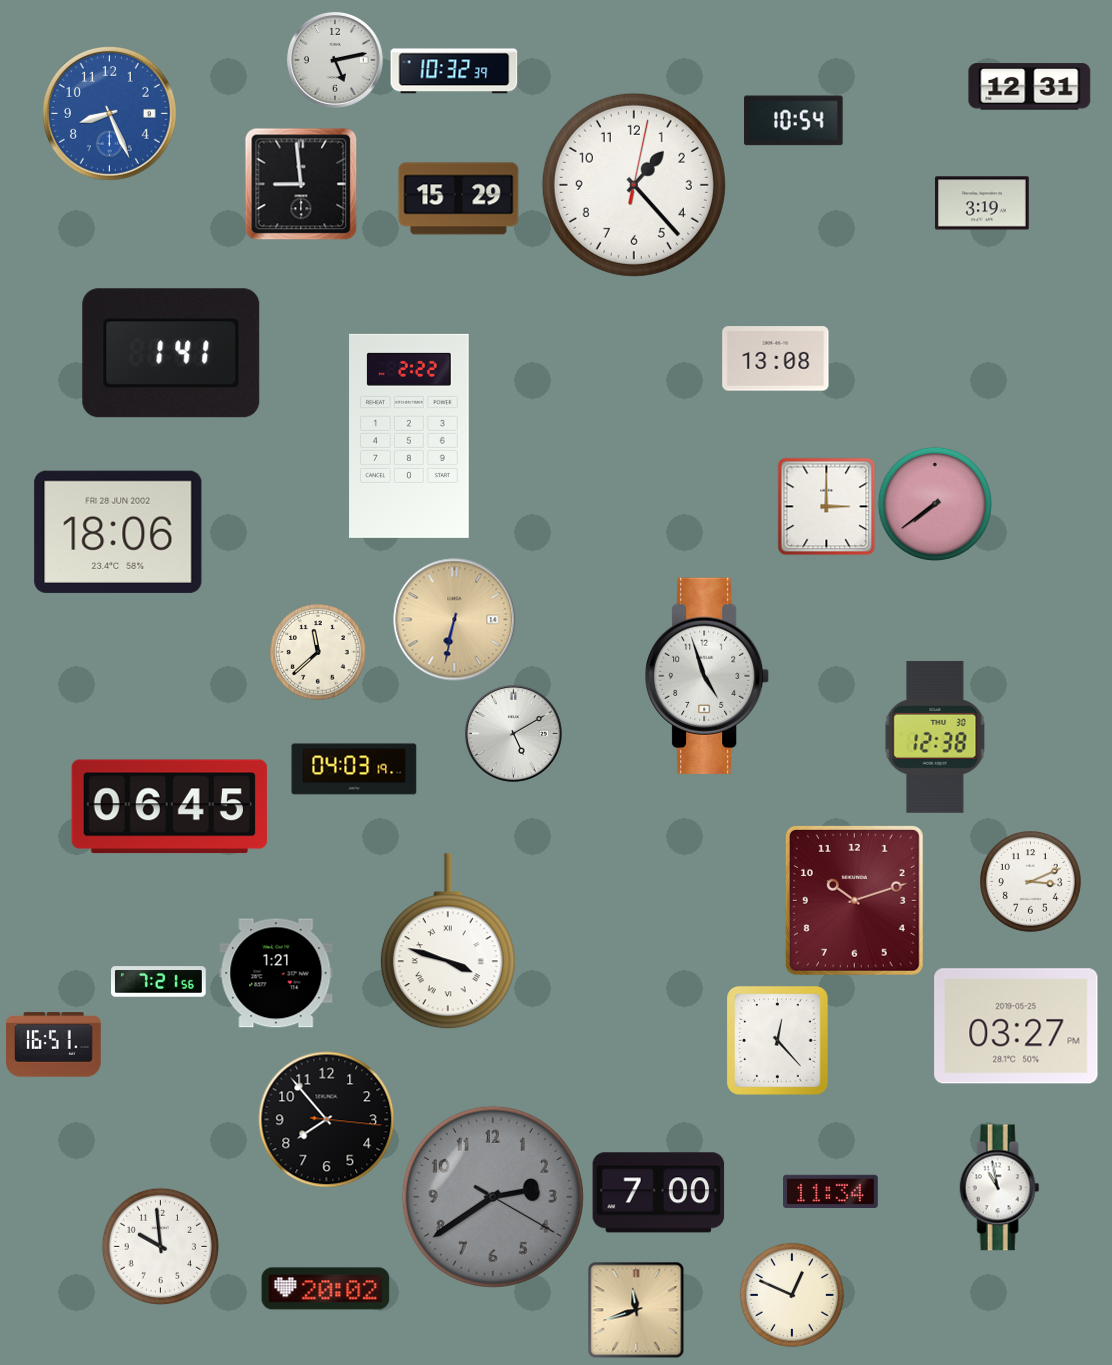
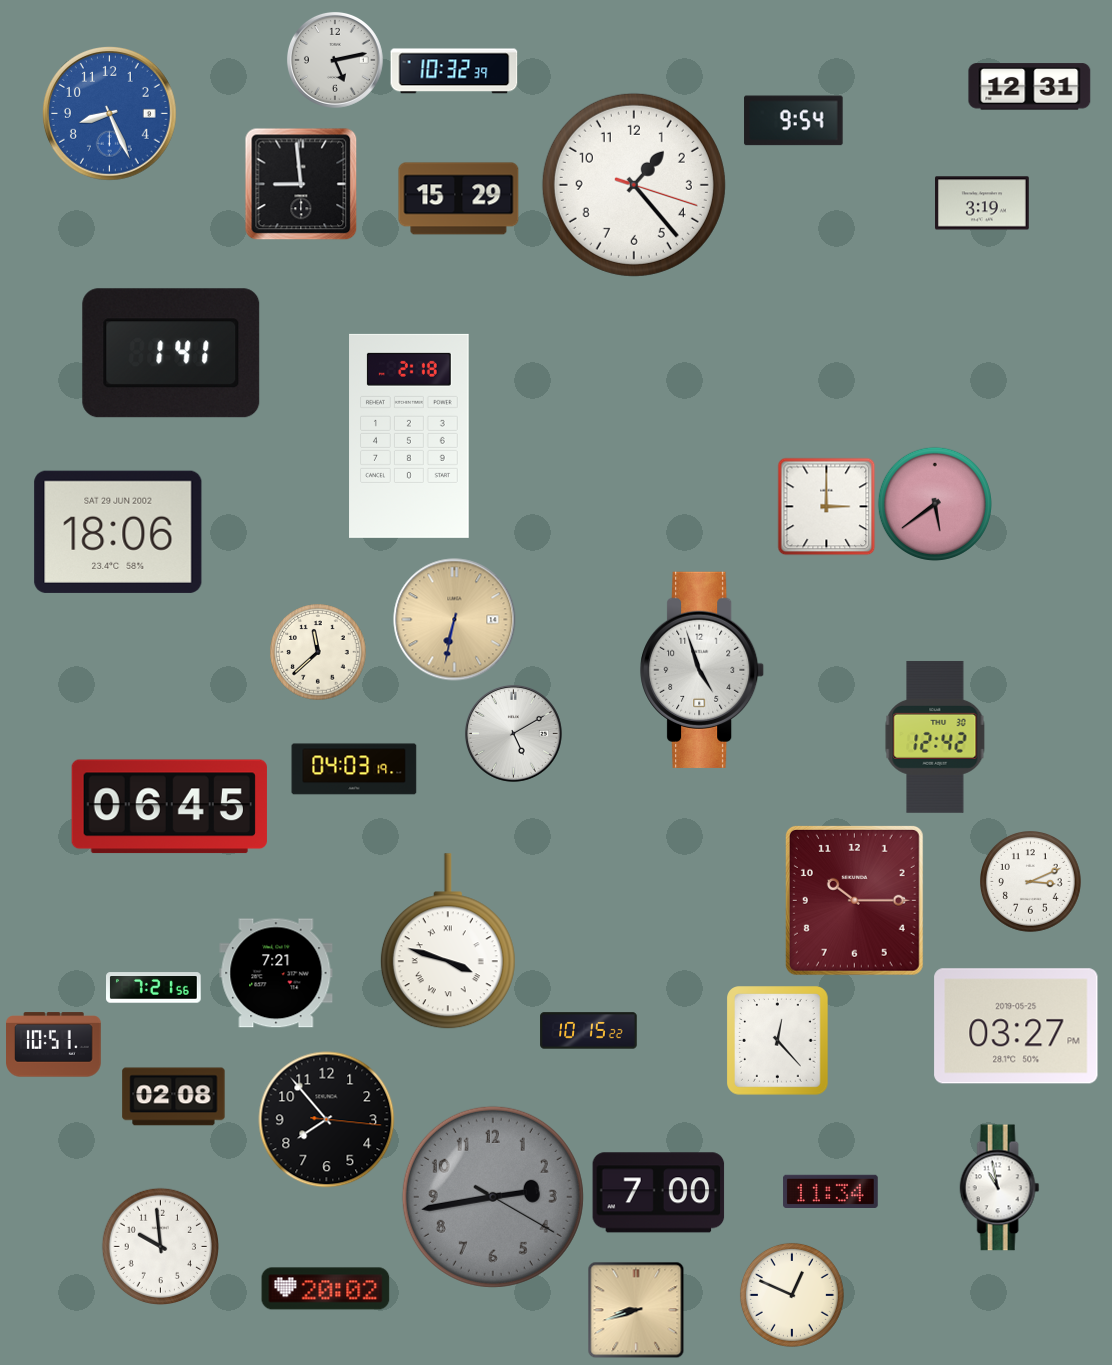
clock at (794, 121): 10:54 -> 9:54
clock at (634, 185): 1:23:02 -> 1:23:18
clock at (776, 359): 13:08 -> none
clock at (409, 436): 2:22 -> 2:18
clock at (935, 504): 7:39 -> 5:39
clock at (118, 532) date: FRI 28 JUN 2002 -> SAT 29 JUN 2002
clock at (708, 676) position: (708, 676) -> (703, 670)
clock at (935, 737): 12:38 -> 12:42
clock at (854, 900): 10:12 -> 10:15
clock at (276, 973): 1:21 -> 7:21
clock at (159, 982) position: (159, 982) -> (154, 988)
clock at (589, 1031): none -> 10:15
clock at (54, 1045): 16:51 -> 10:51
clock at (174, 1097): none -> 02:08
clock at (493, 1197): 2:39 -> 2:43
clock at (636, 1310): 11:42 -> 8:42
